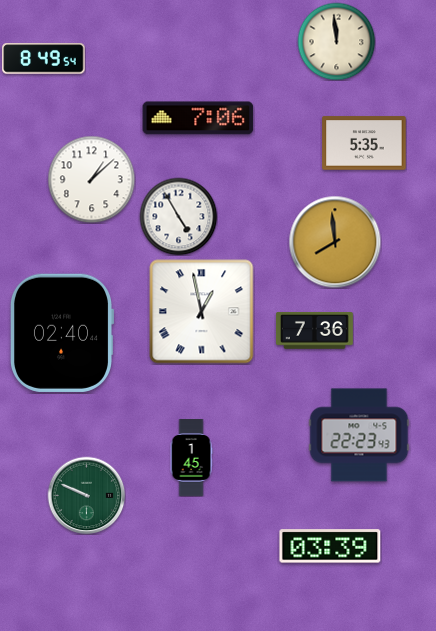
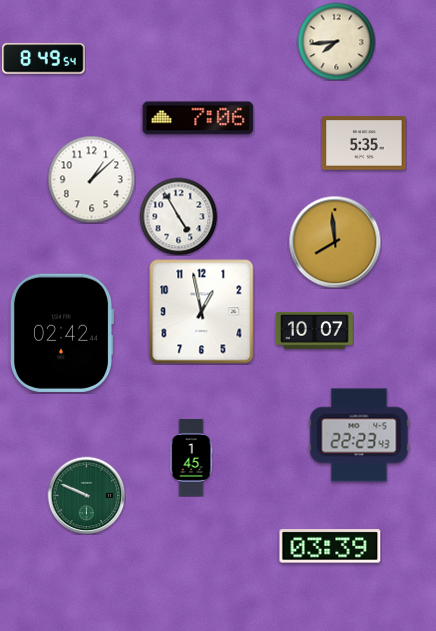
clock at (336, 41): 11:59 -> 7:44
clock at (202, 312) numerals: Roman -> Arabic
clock at (314, 331): 7:36 -> 10:07
clock at (61, 333): 02:40 -> 02:42
